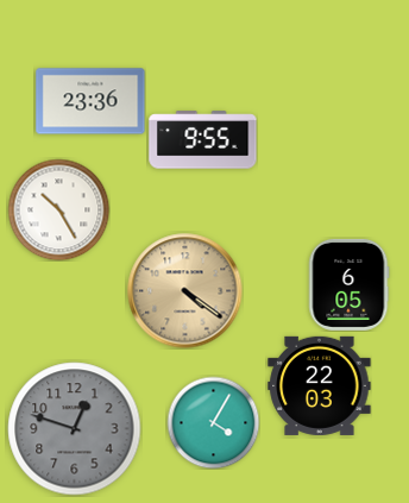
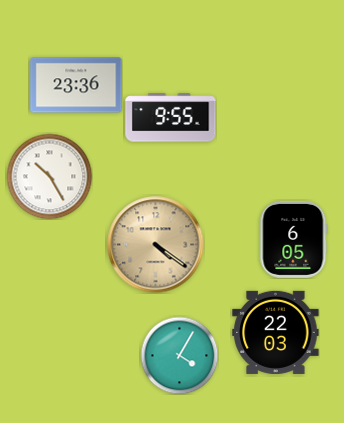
clock at (320, 385) position: (320, 385) -> (276, 332)
clock at (75, 429): 12:48 -> none
